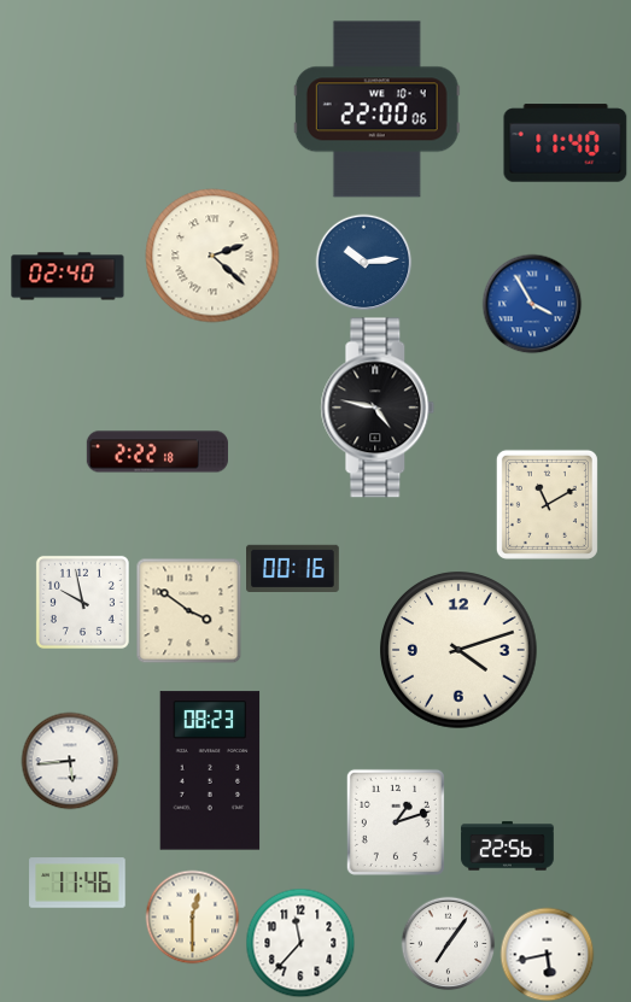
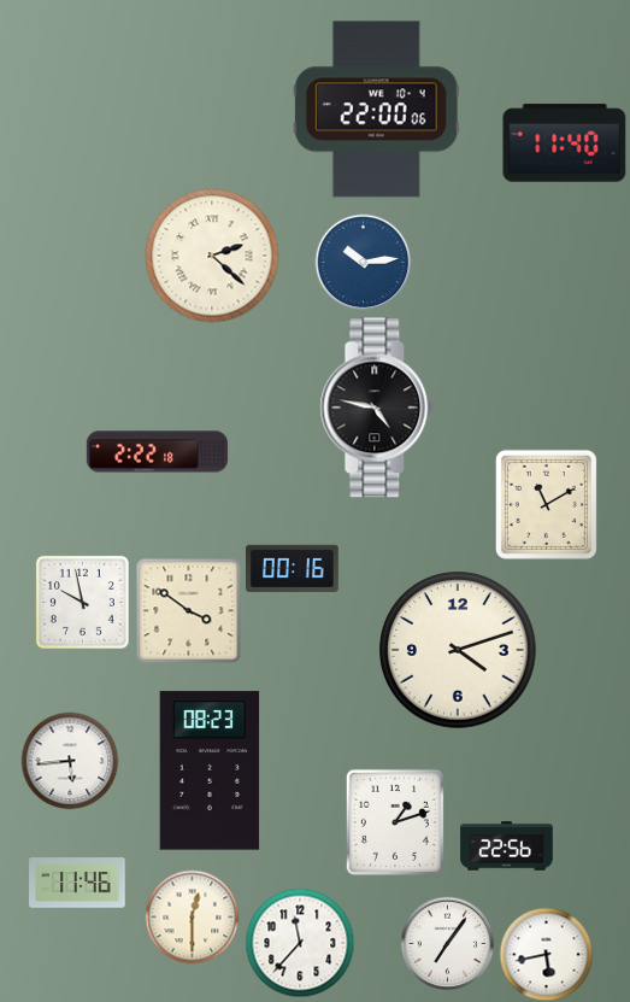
clock at (68, 276): 02:40 -> none
clock at (532, 304): 3:55 -> none
